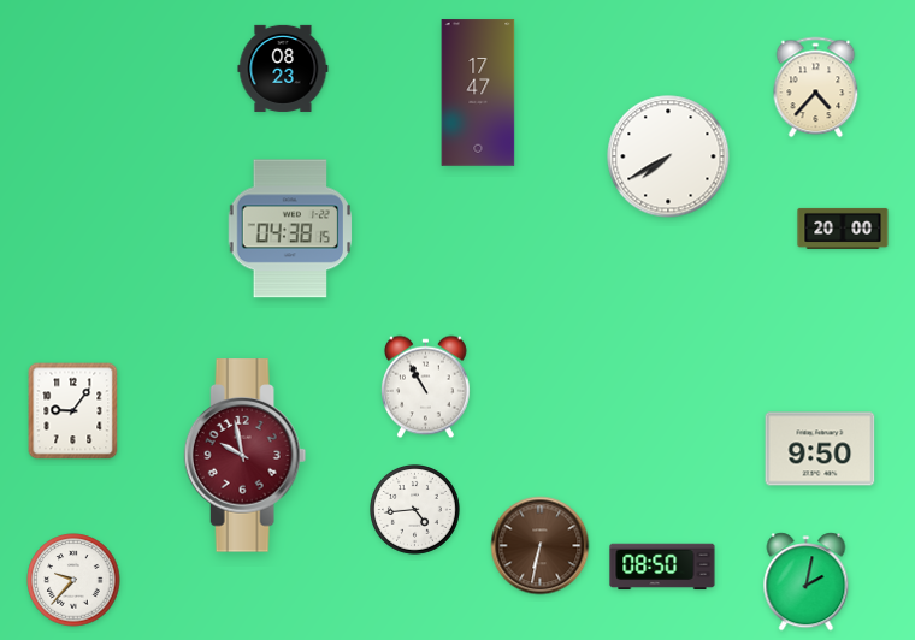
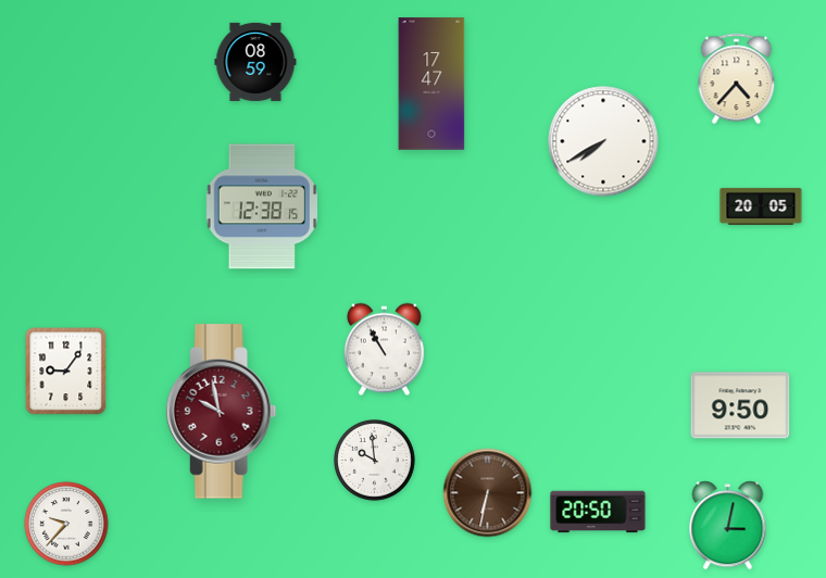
clock at (283, 69): 08:23 -> 08:59
clock at (289, 229): 04:38 -> 12:38
clock at (843, 229): 20:00 -> 20:05
clock at (415, 510): 4:44 -> 9:59
clock at (662, 567): 08:50 -> 20:50
clock at (807, 582): 2:02 -> 3:02
